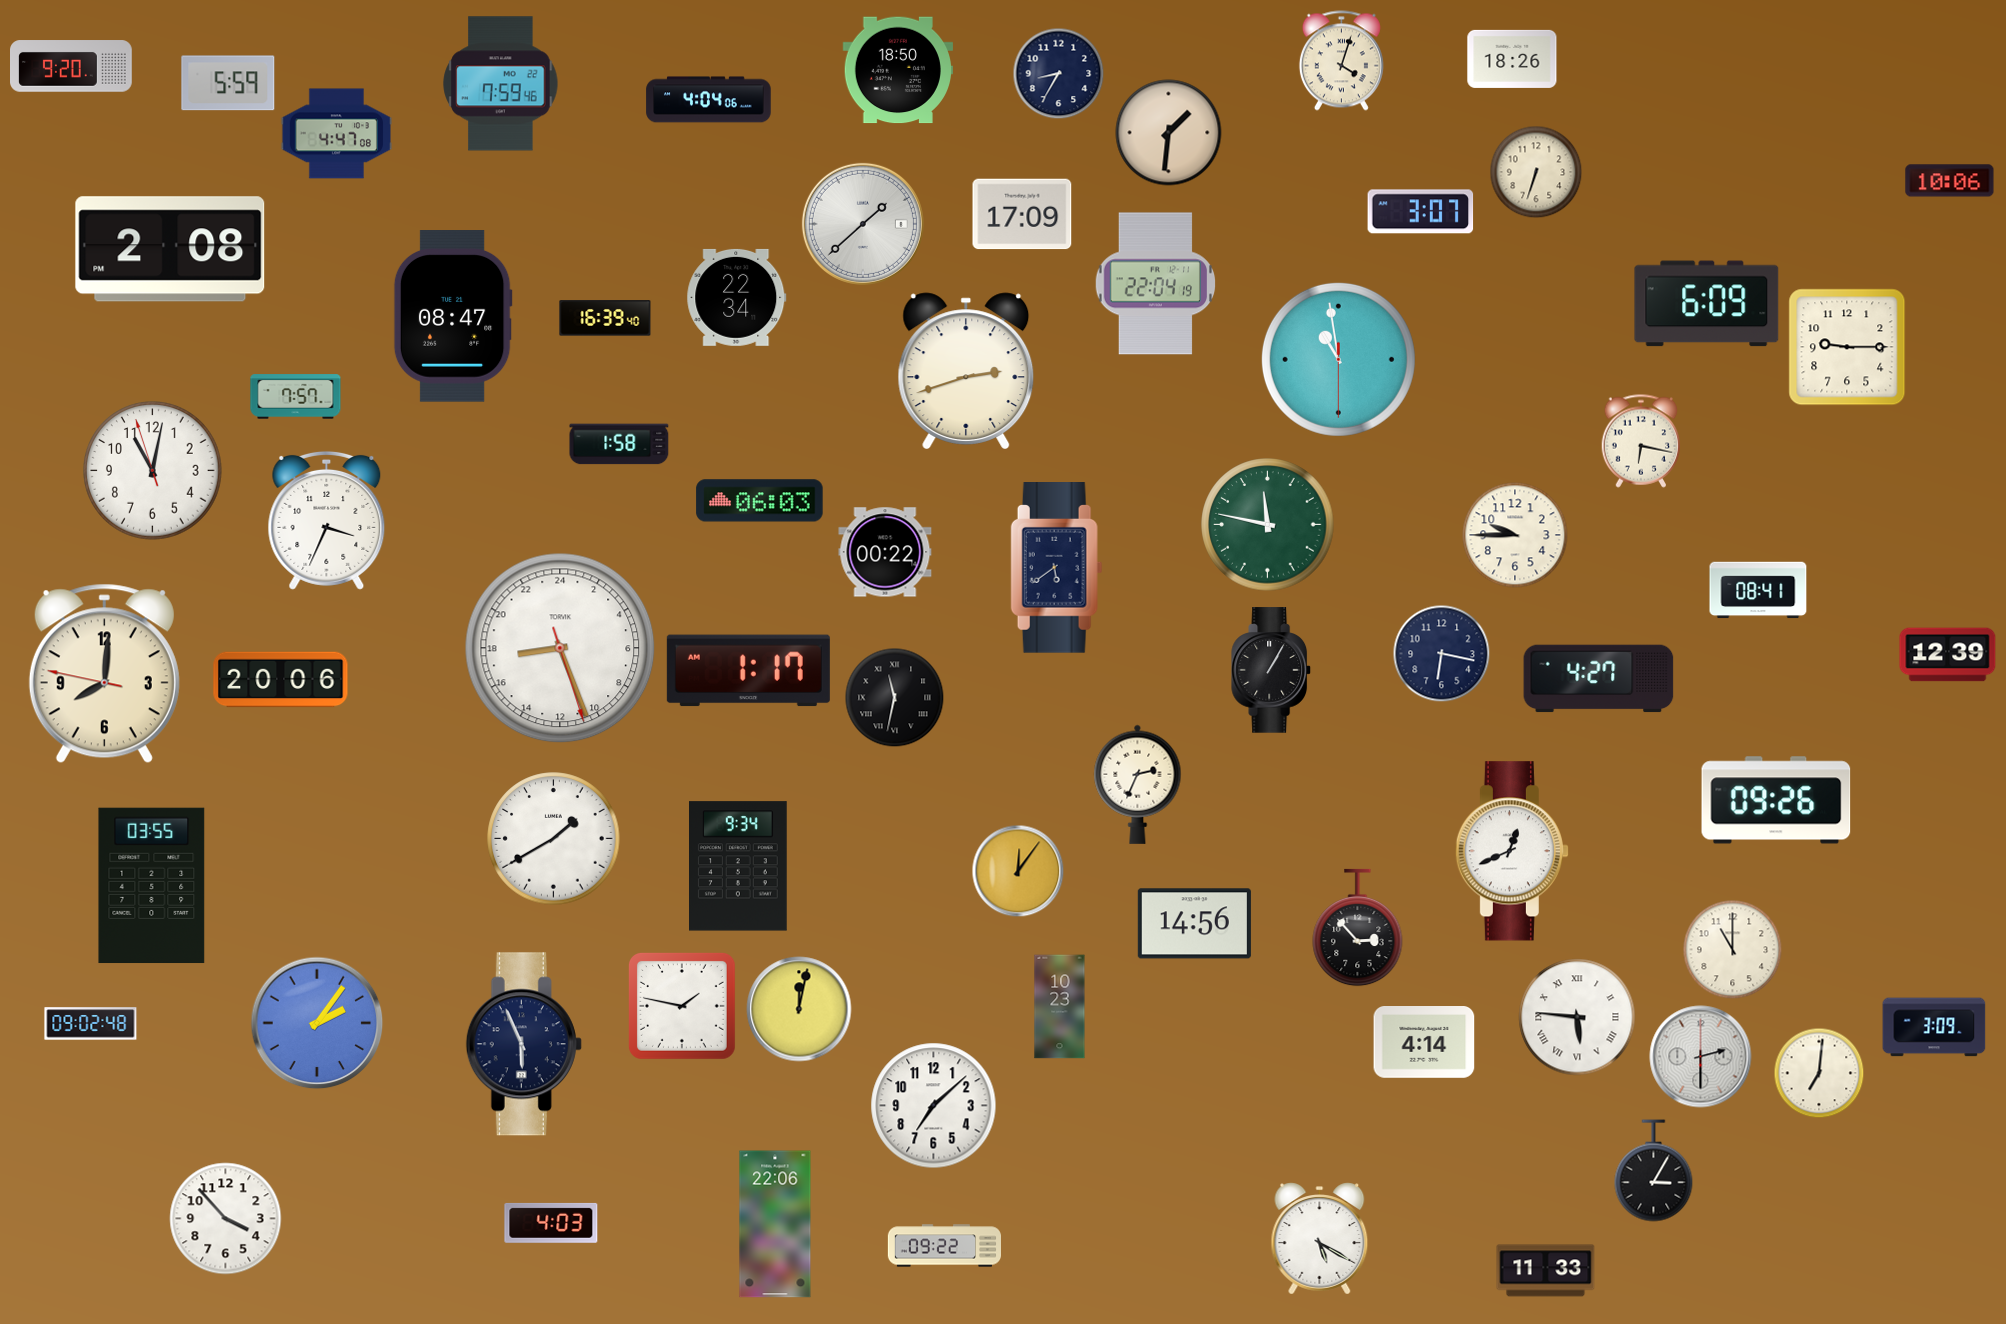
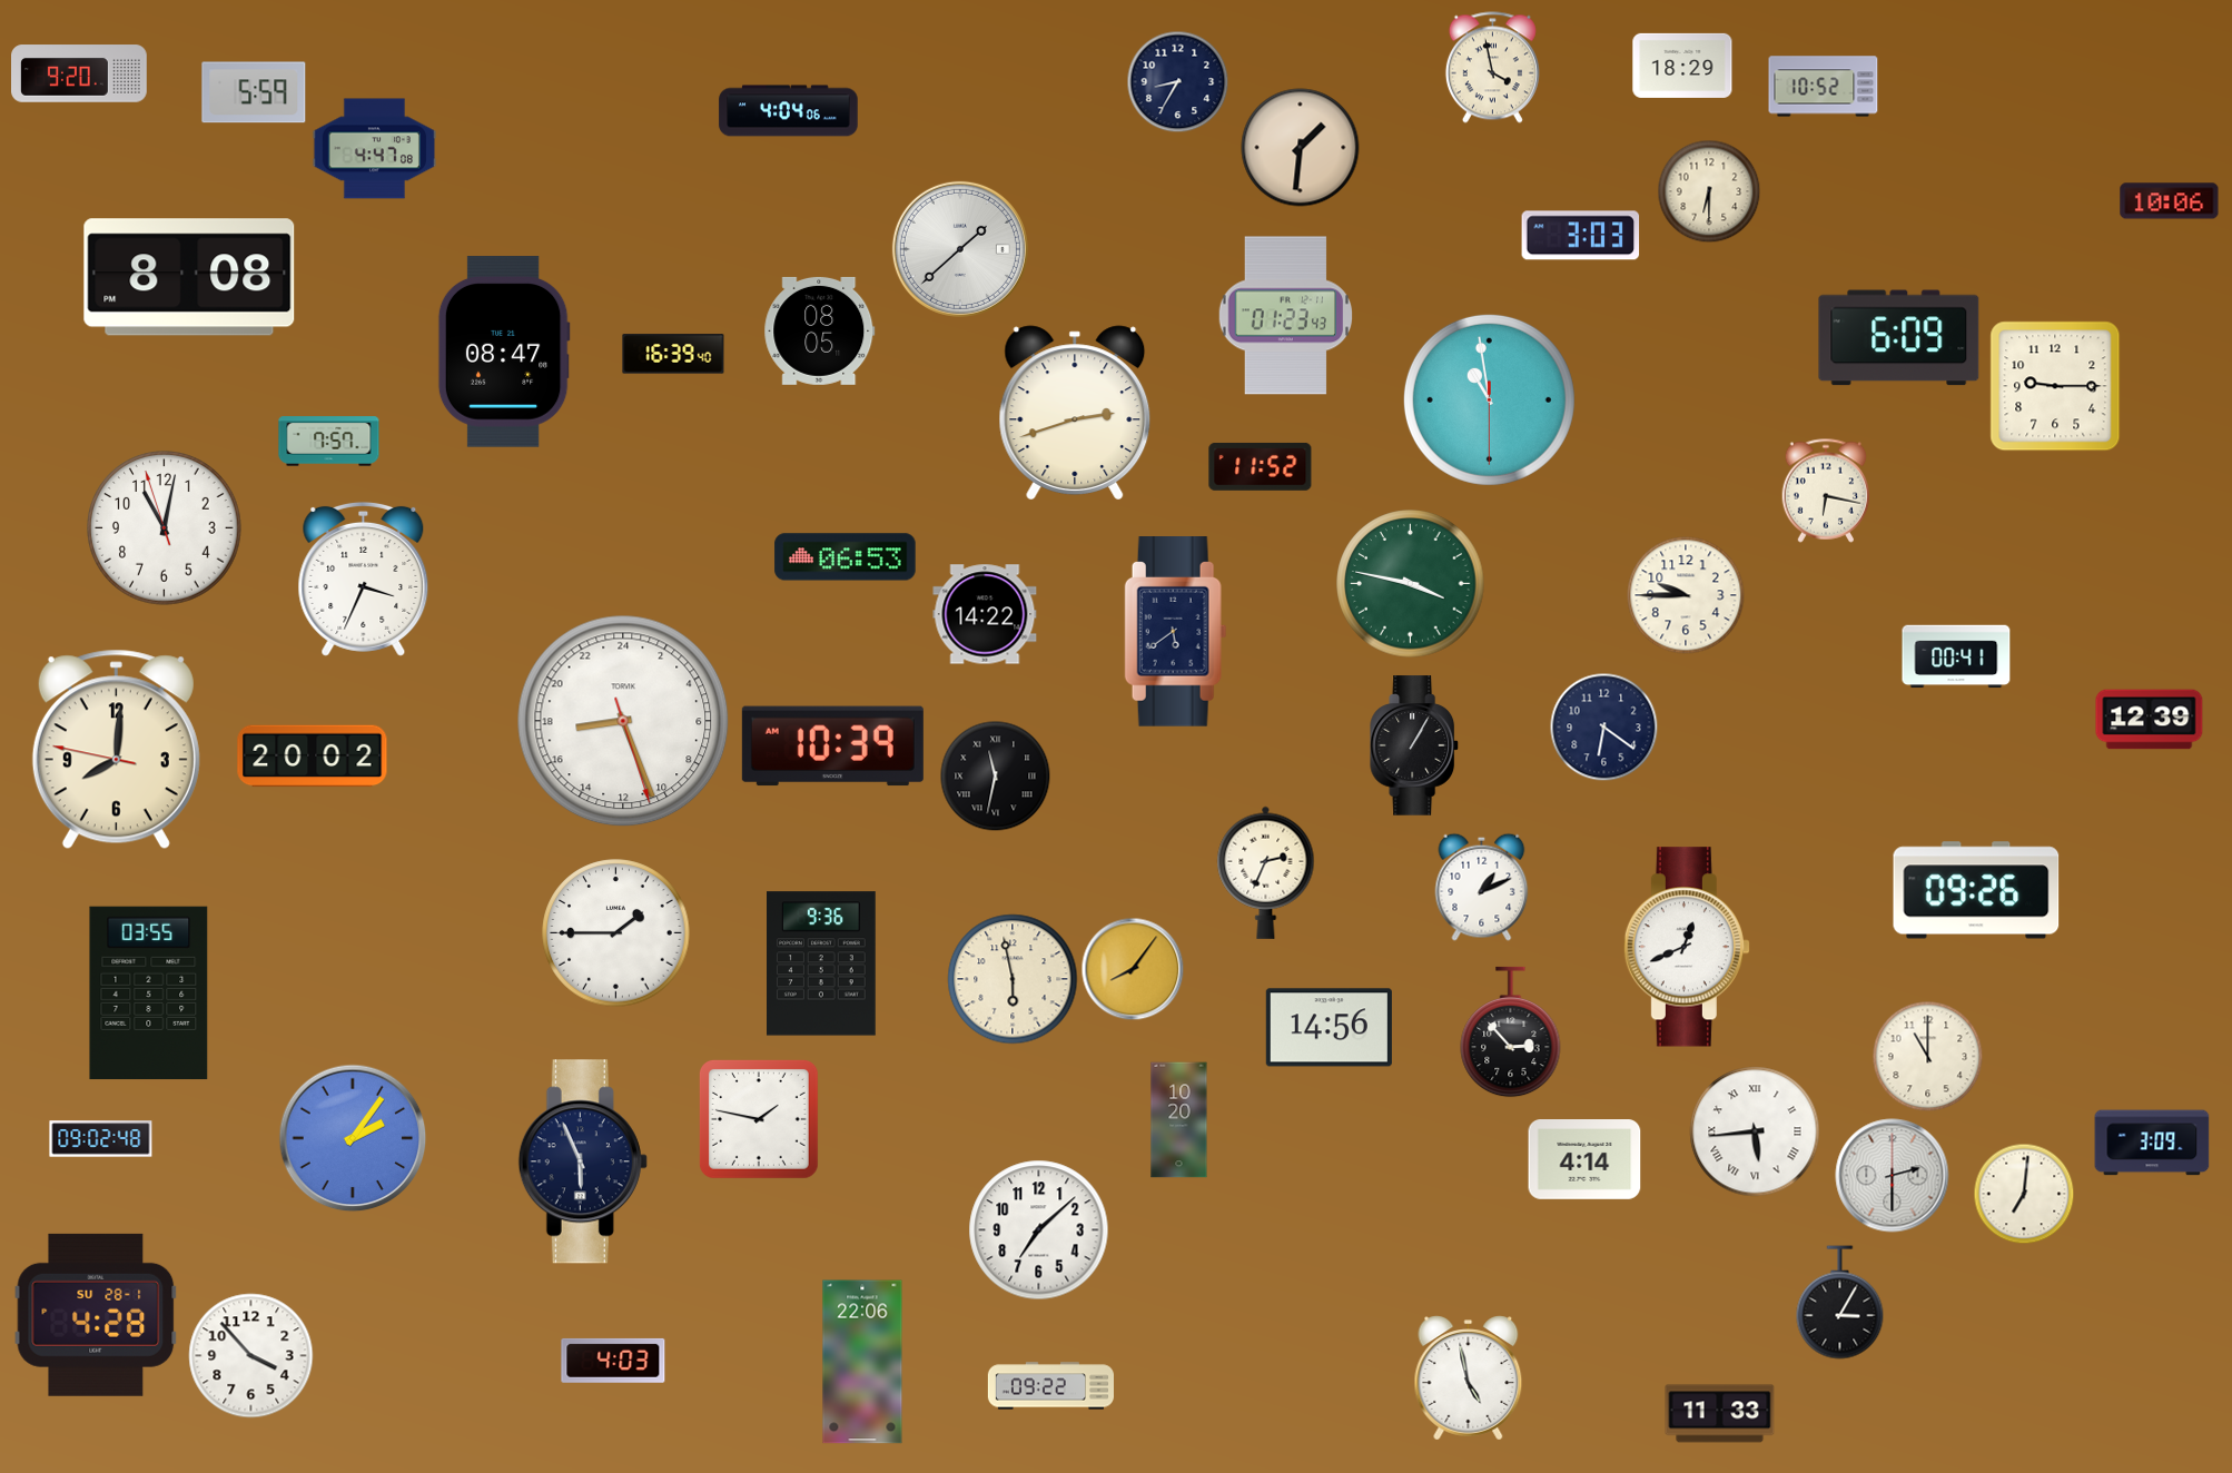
clock at (1512, 59): 18:26 -> 18:29
clock at (1341, 61): 4:03 -> 3:58
clock at (897, 70): 18:50 -> none
clock at (1824, 87): none -> 10:52
clock at (501, 84): 7:59 -> none
clock at (1536, 172): 6:33 -> 6:30
clock at (1421, 212): 3:07 -> 3:03
clock at (1022, 214): 17:09 -> none
clock at (170, 249): 2:08 -> 8:08
clock at (1156, 284): 22:04 -> 01:23
clock at (737, 297): 22:34 -> 08:05
clock at (1261, 466): none -> 11:52
clock at (619, 444): 1:58 -> none
clock at (153, 471) position: (153, 471) -> (165, 528)
clock at (760, 501): 06:03 -> 06:53
clock at (1268, 525): 11:47 -> 3:47
clock at (885, 552): 00:22 -> 14:22
clock at (1758, 590): 08:41 -> 00:41
clock at (1441, 653): 6:17 -> 6:21
clock at (1948, 655) position: (1948, 655) -> (2150, 720)
clock at (748, 671): 1:17 -> 10:39
clock at (1599, 679): 4:27 -> none
clock at (281, 680): 20:06 -> 20:02
clock at (1482, 887): none -> 1:11
clock at (554, 839): 1:40 -> 1:45
clock at (1512, 851) position: (1512, 851) -> (1687, 947)
clock at (739, 866): 9:34 -> 9:36
clock at (1018, 871): 12:06 -> 8:06
clock at (1013, 979): none -> 5:58
clock at (152, 886) position: (152, 886) -> (149, 993)
clock at (1060, 1007): 10:23 -> 10:20
clock at (799, 1009): 12:02 -> none
clock at (1577, 1017): 5:46 -> 5:44
clock at (96, 1315): none -> 4:28
clock at (1320, 1239): 5:20 -> 4:58
